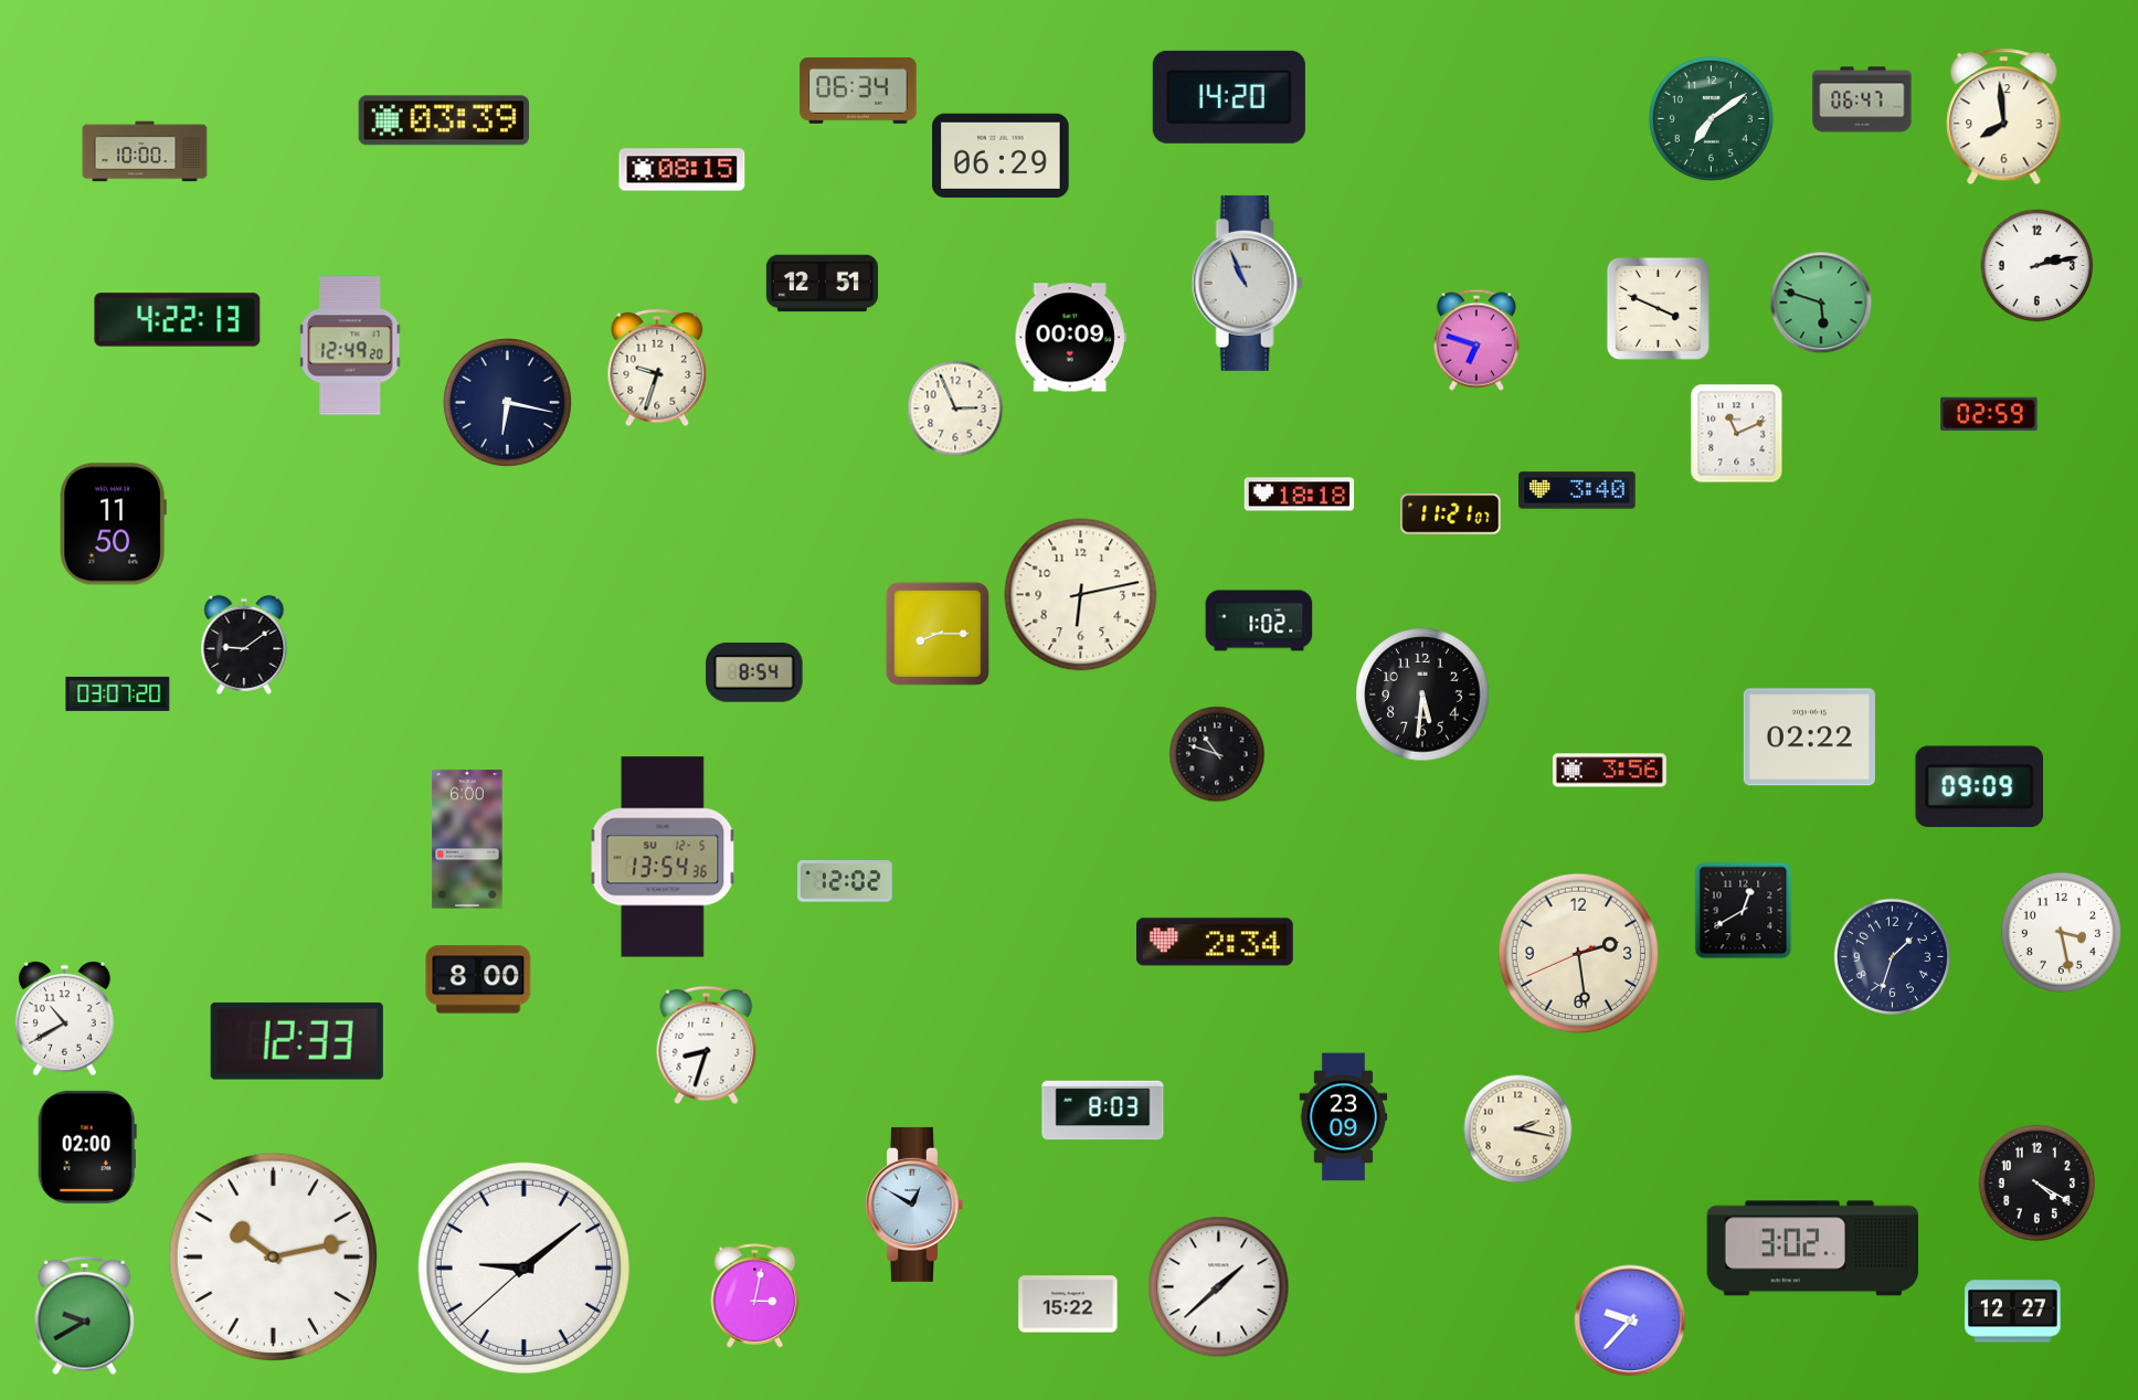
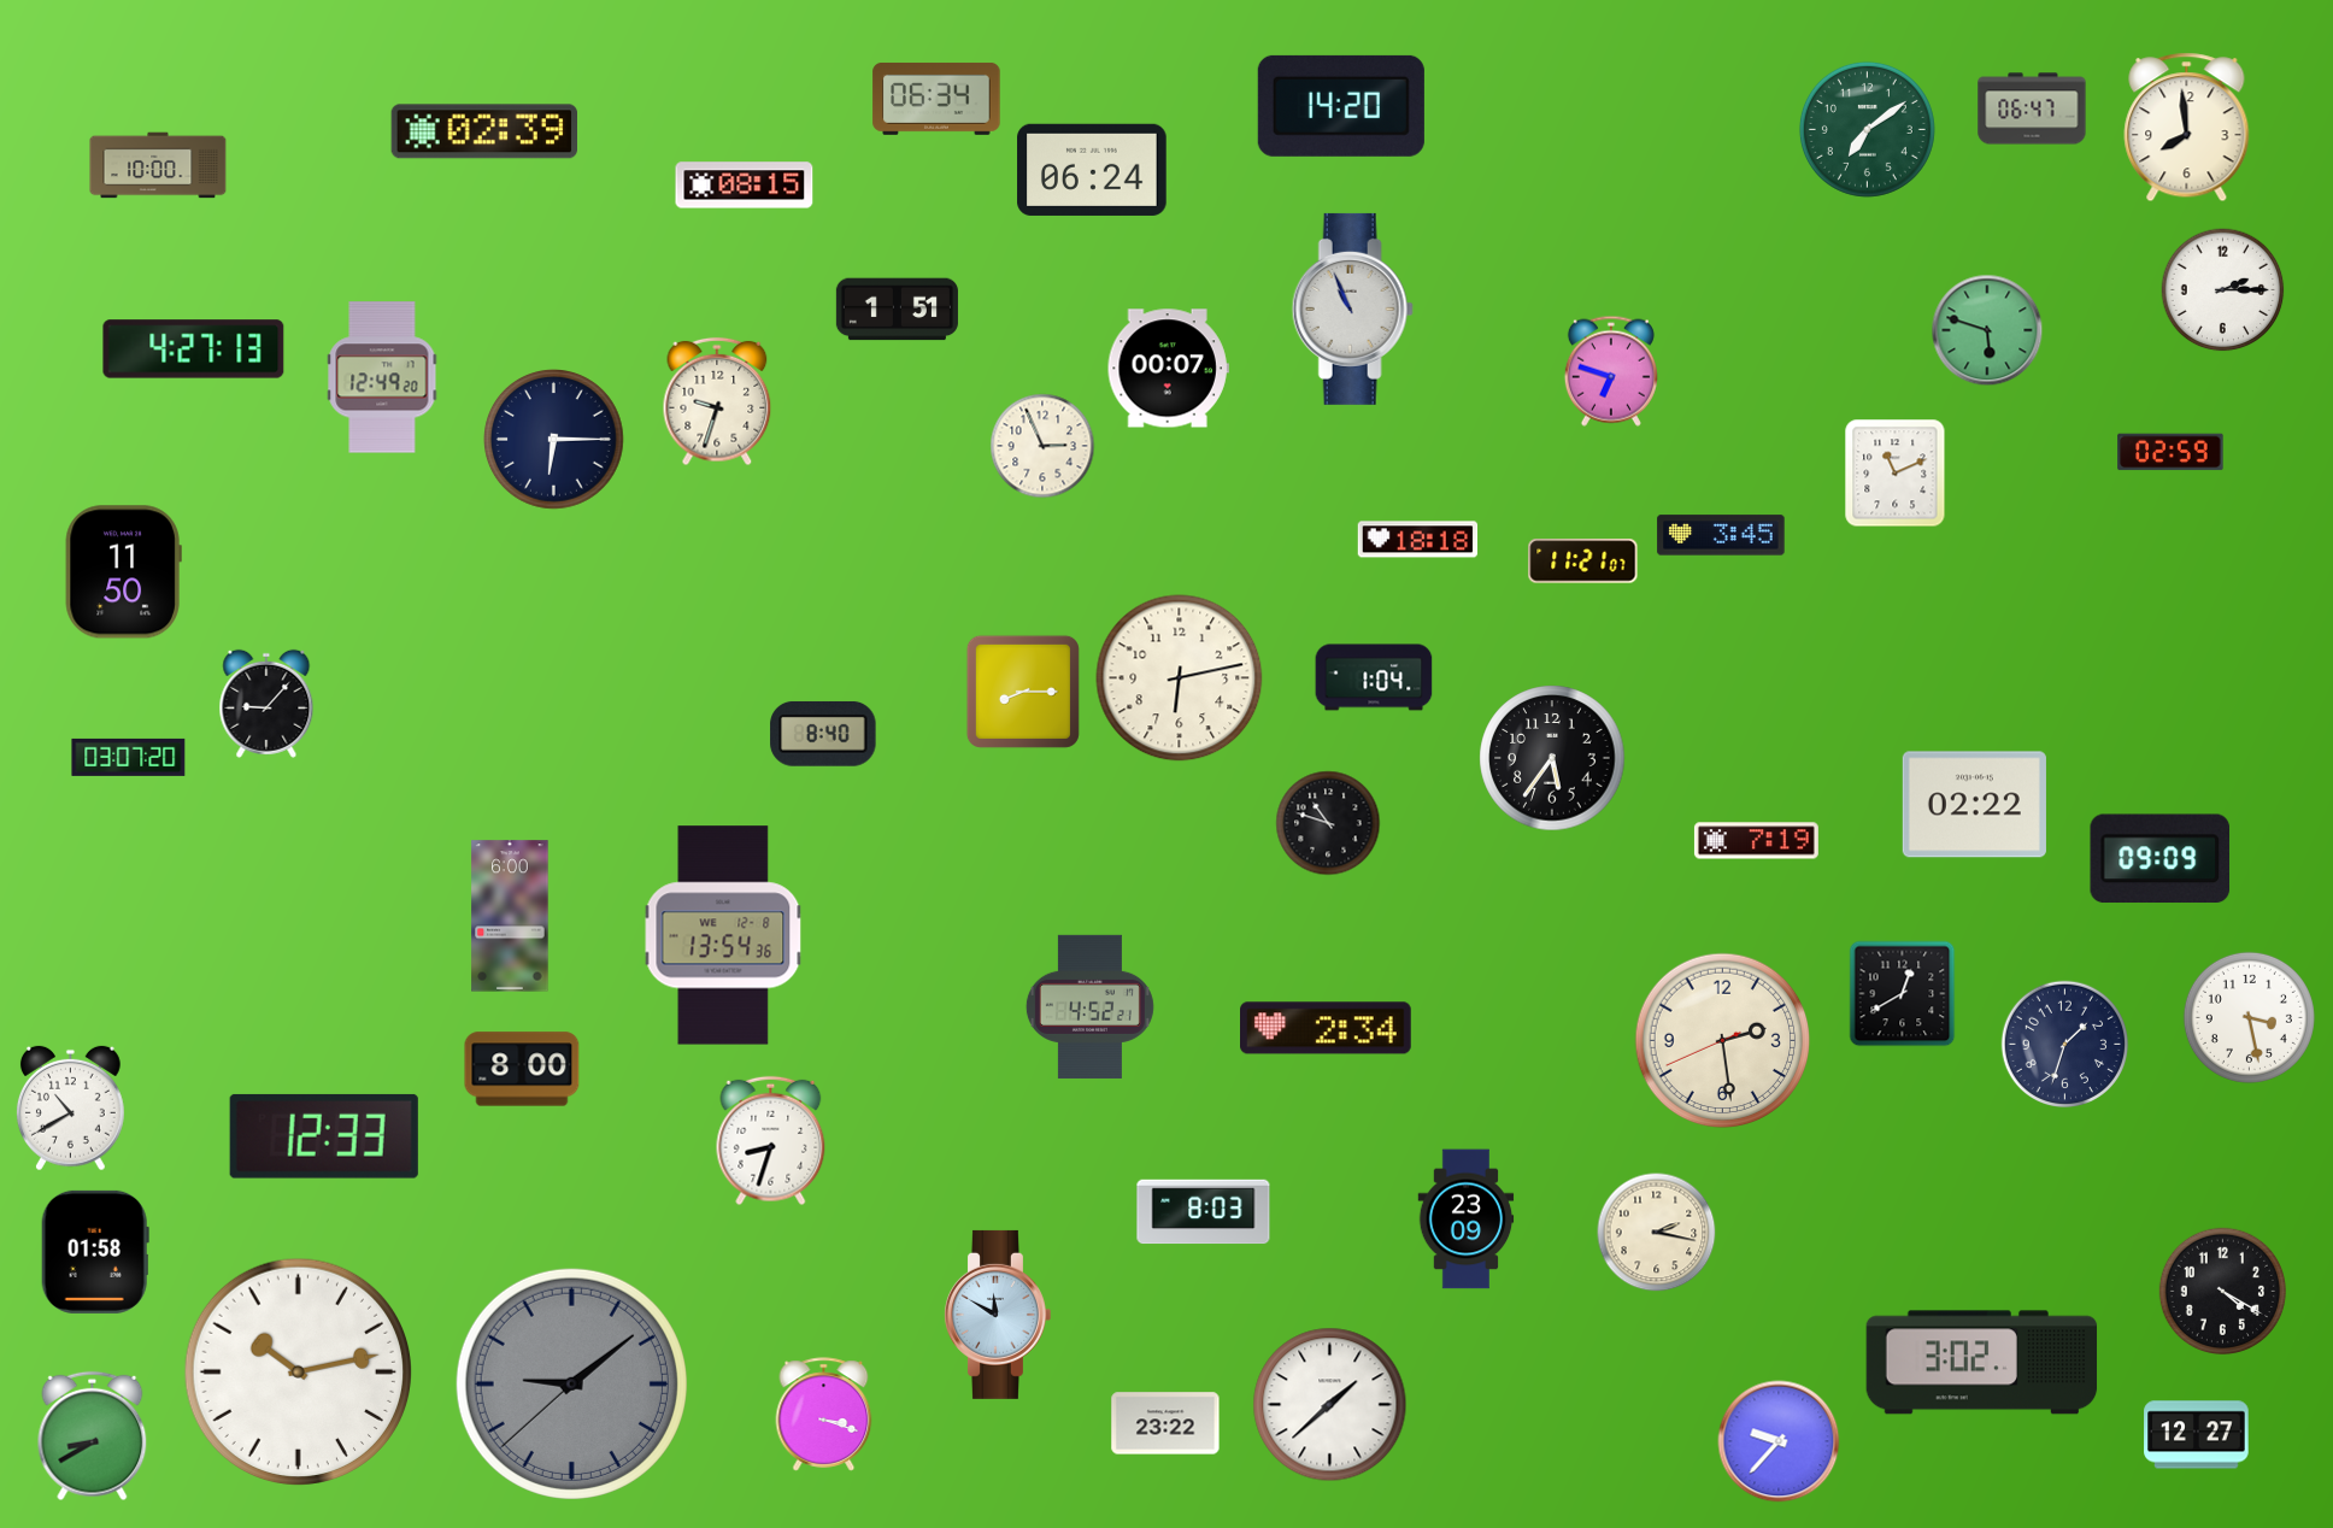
clock at (443, 120): 03:39 -> 02:39
clock at (1001, 156): 06:29 -> 06:24
clock at (2038, 266): 2:13 -> 2:15
clock at (1247, 283) position: (1247, 283) -> (1352, 308)
clock at (822, 284): 12:51 -> 1:51
clock at (1658, 308): 3:49 -> none
clock at (178, 320): 4:22 -> 4:27
clock at (1070, 338): 00:09 -> 00:07
clock at (508, 403): 6:17 -> 6:15
clock at (1577, 490): 3:40 -> 3:45
clock at (1081, 595) position: (1081, 595) -> (1180, 678)
clock at (1259, 621): 1:02 -> 1:04
clock at (244, 645): 9:09 -> 9:07
clock at (754, 672): 8:54 -> 8:40
clock at (1422, 694): 5:31 -> 5:36
clock at (1609, 771): 3:56 -> 7:19
clock at (663, 857) date: SU 12-5 -> WE 12-8
clock at (846, 881): 12:02 -> none
clock at (1089, 1006): none -> 4:52
clock at (64, 1019) position: (64, 1019) -> (70, 1109)
clock at (87, 1147): 02:00 -> 01:58
clock at (913, 1205): 12:50 -> 11:50
clock at (1813, 1249) position: (1813, 1249) -> (1982, 1363)
clock at (523, 1268) dial: white -> grey
clock at (755, 1296): 3:02 -> 3:18
clock at (1068, 1304): 15:22 -> 23:22
clock at (2013, 1312) position: (2013, 1312) -> (2197, 1435)
clock at (85, 1316): 9:40 -> 8:40
